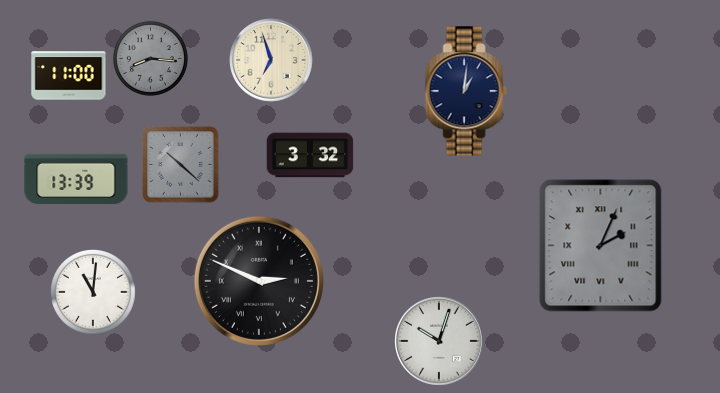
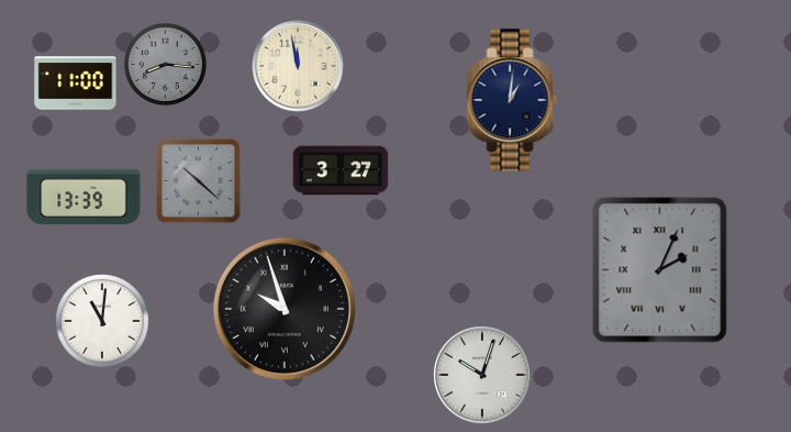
clock at (271, 60): 6:57 -> 11:58
clock at (310, 155): 3:32 -> 3:27
clock at (259, 281): 2:49 -> 9:57
